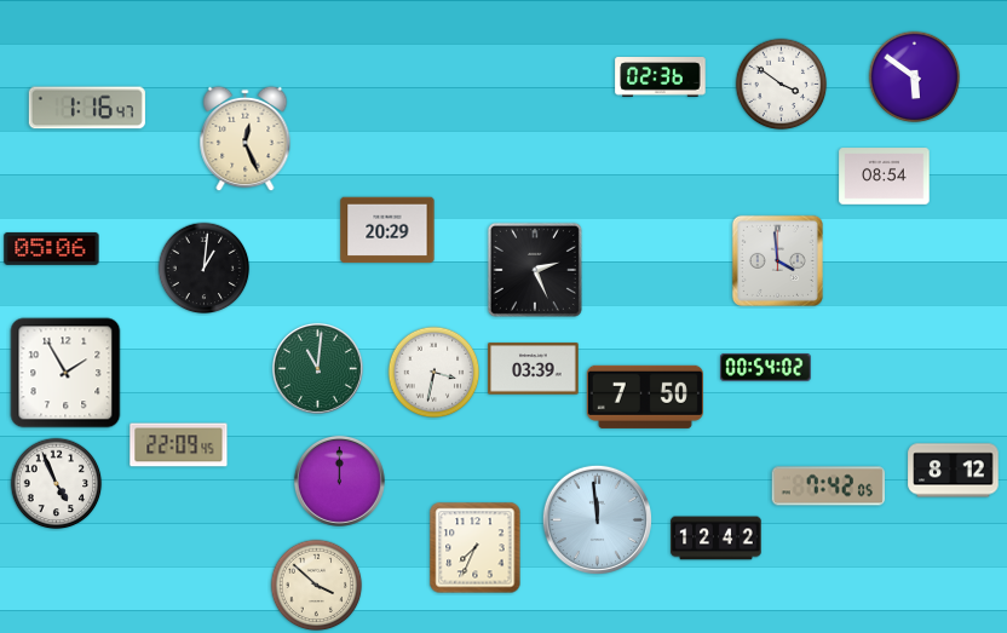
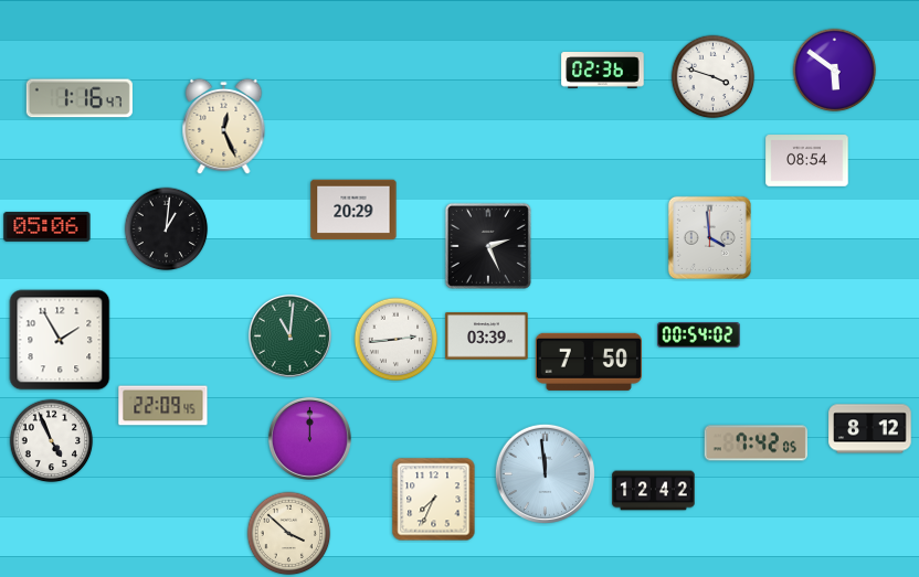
clock at (782, 85): 3:51 -> 3:48
clock at (205, 269) position: (205, 269) -> (167, 229)
clock at (435, 373): 3:32 -> 2:44
